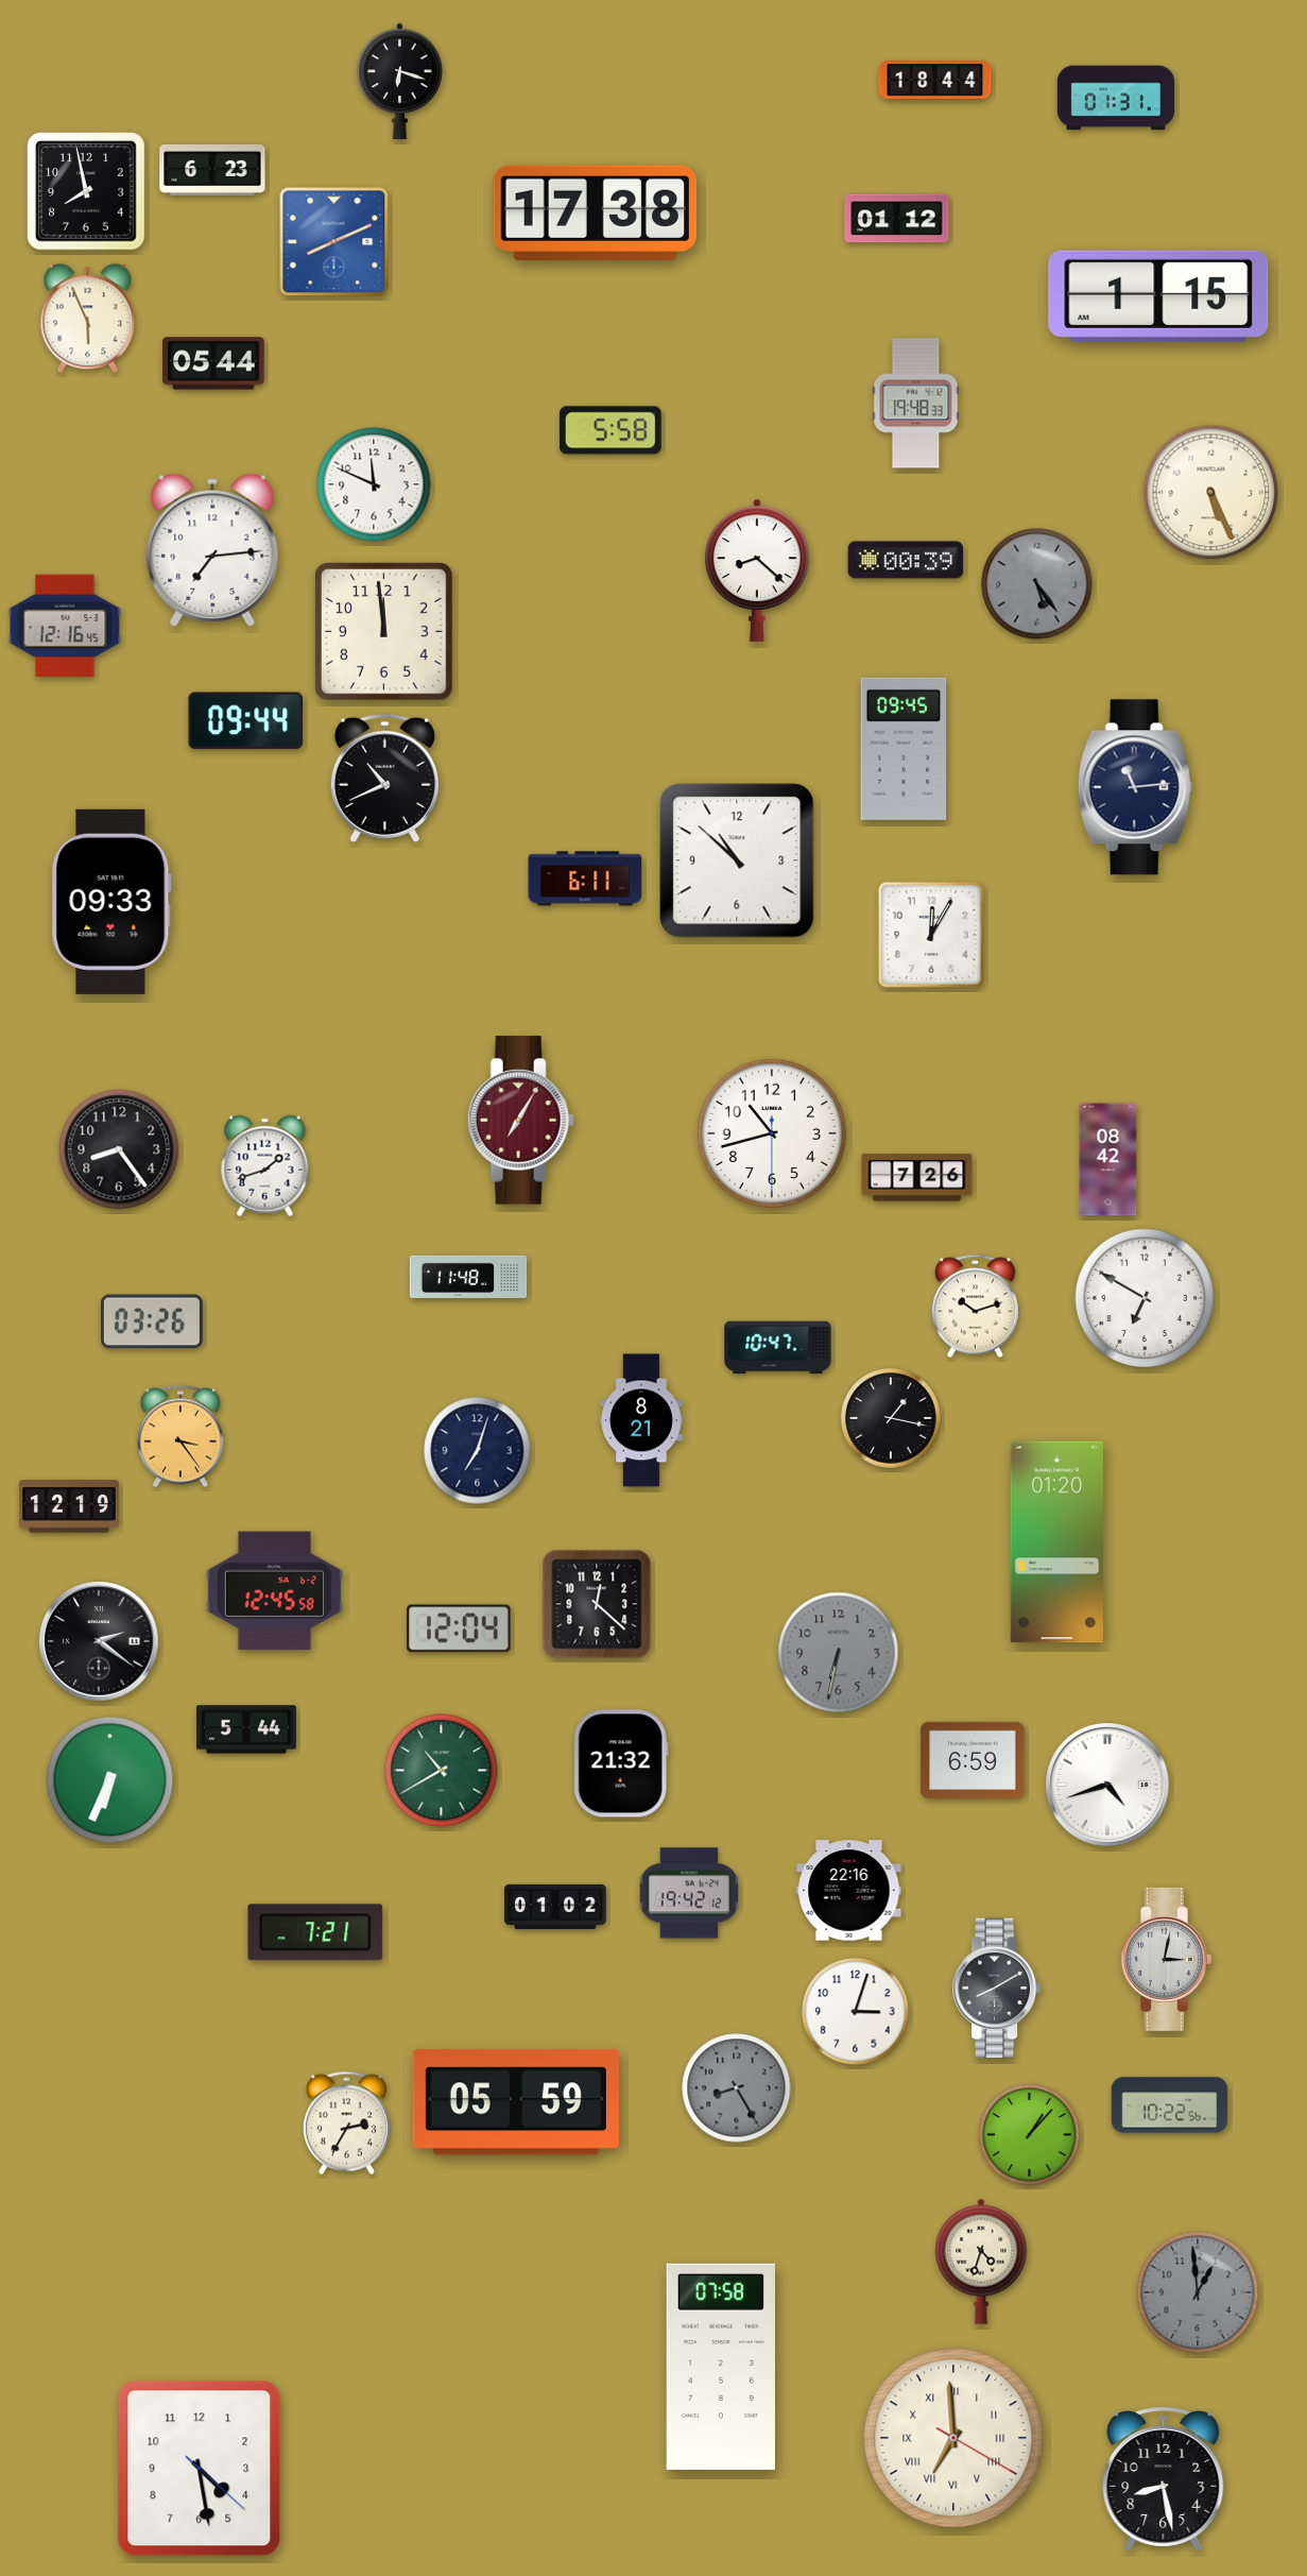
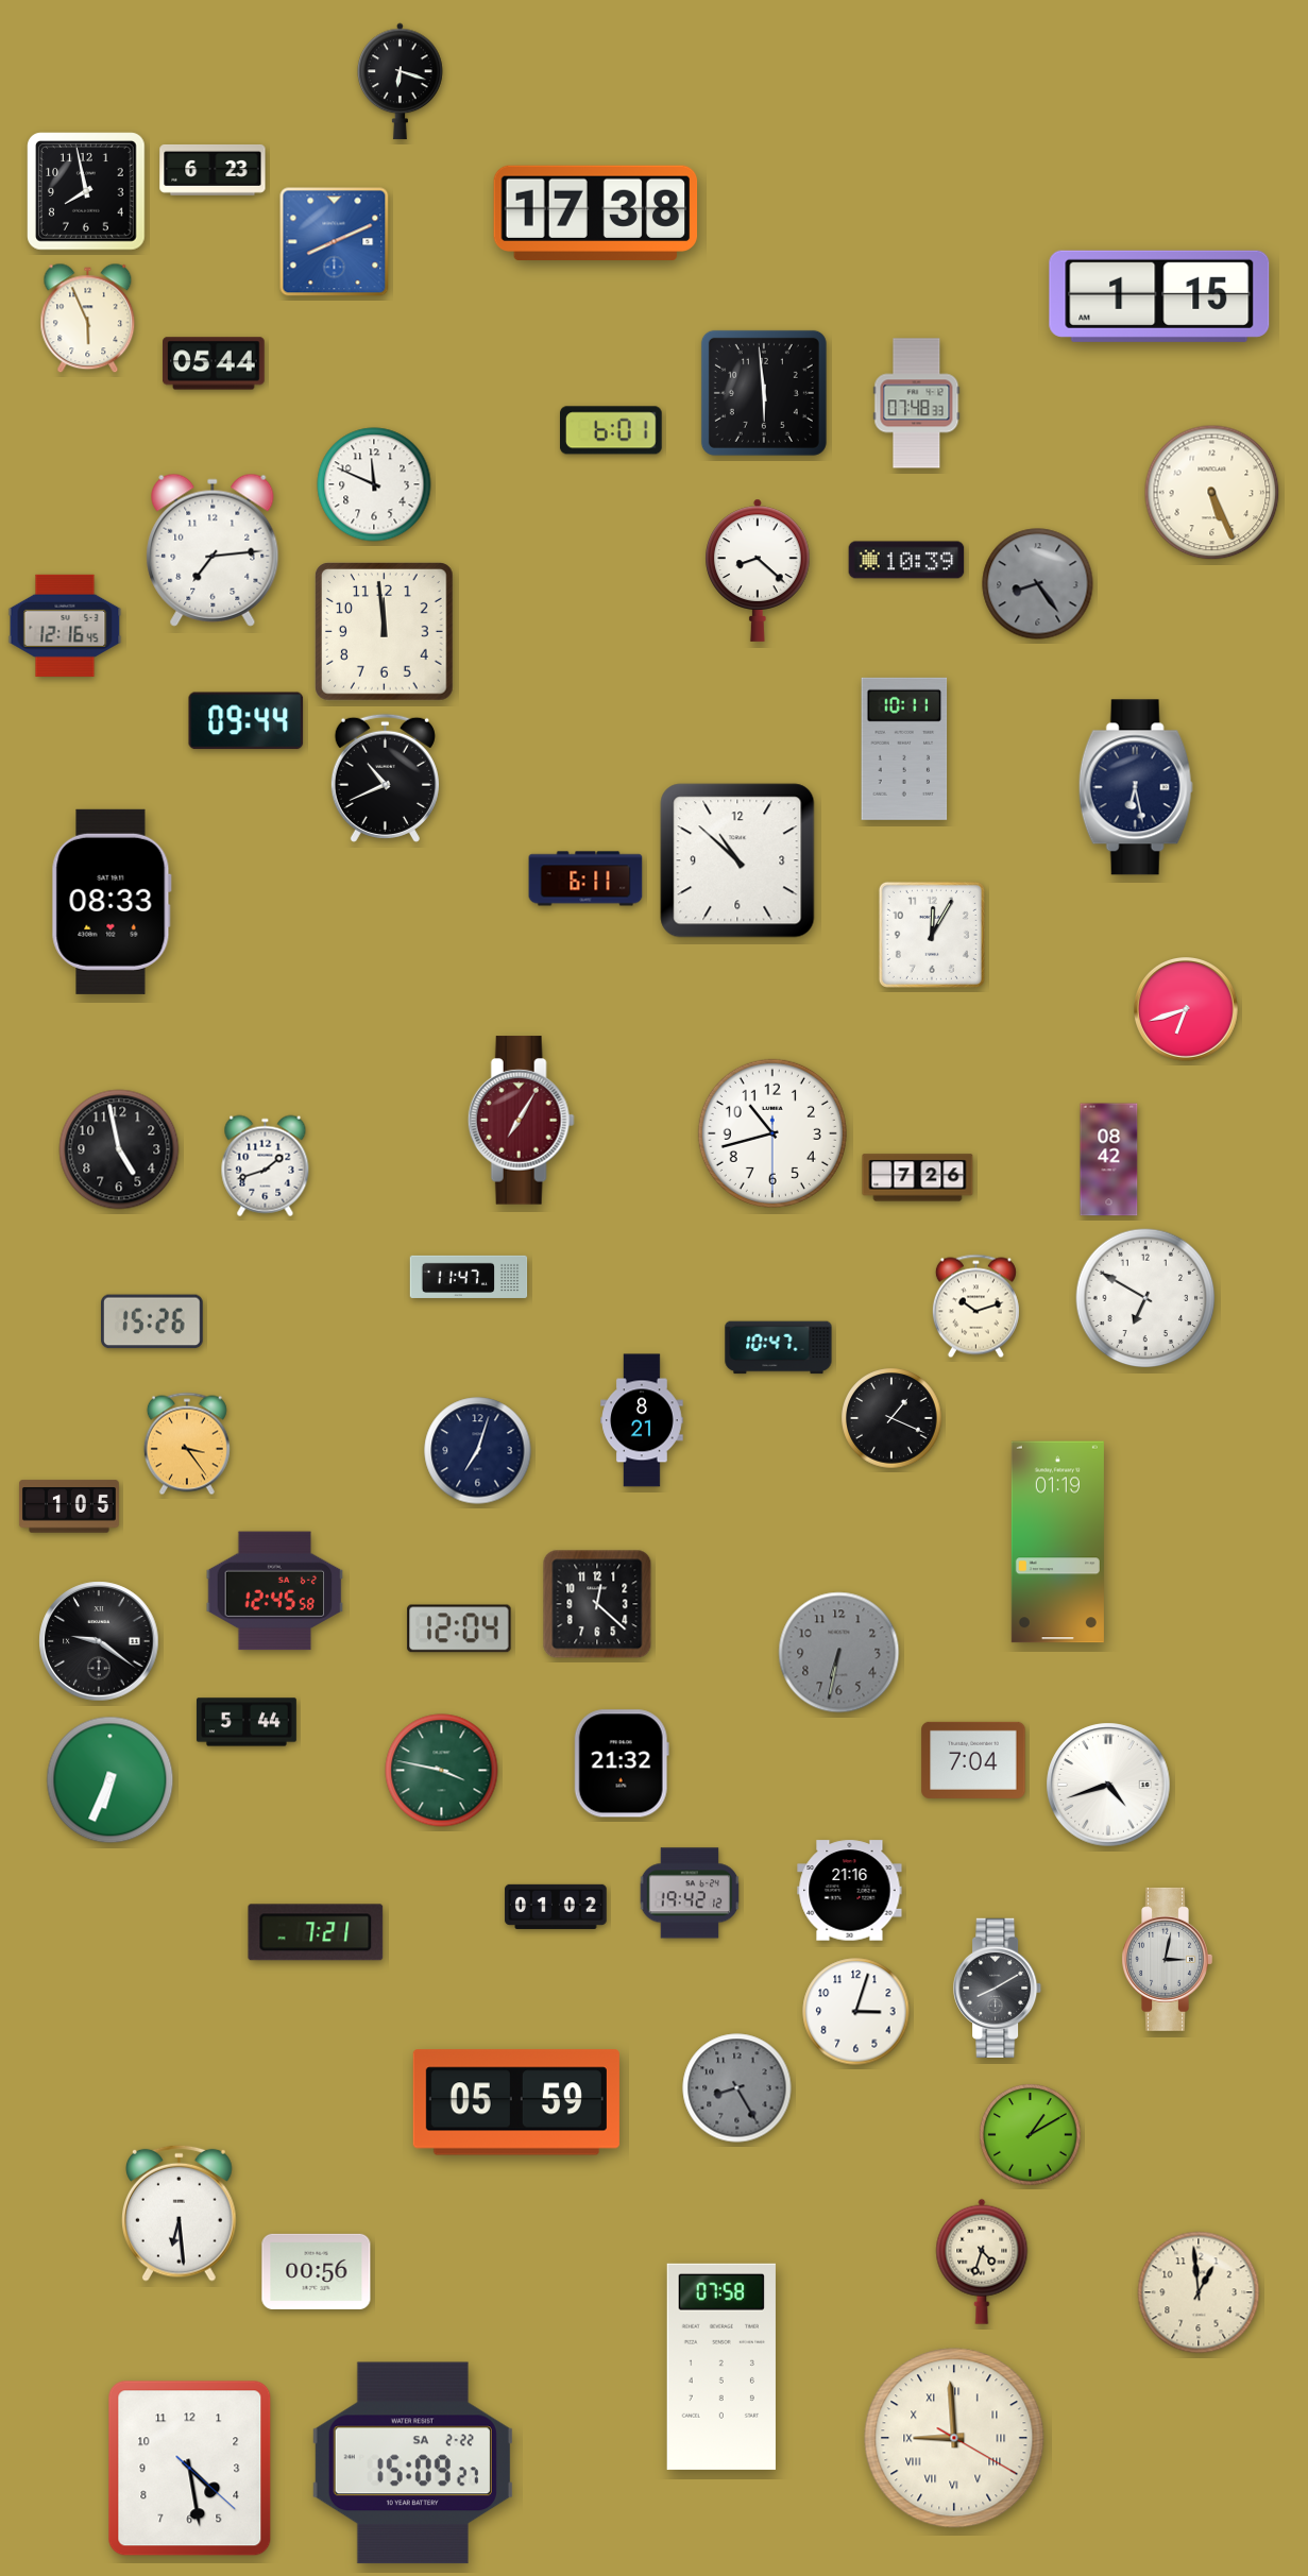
clock at (935, 81): 18:44 -> none
clock at (1116, 98): 01:31 -> none
clock at (897, 219): 01:12 -> none
clock at (764, 393): none -> 5:59
clock at (916, 404): 19:48 -> 07:48
clock at (612, 430): 5:58 -> 6:01
clock at (906, 560): 00:39 -> 10:39
clock at (1037, 584): 5:24 -> 8:24
clock at (904, 749): 09:45 -> 10:11
clock at (1135, 787): 11:14 -> 6:28
clock at (111, 902): 09:33 -> 08:33
clock at (1187, 1010): none -> 6:42
clock at (119, 1149): 8:24 -> 4:58
clock at (468, 1276): 11:48 -> 11:47
clock at (153, 1321): 03:26 -> 15:26
clock at (891, 1418): 1:17 -> 1:19
clock at (180, 1436) position: (180, 1436) -> (187, 1444)
clock at (69, 1506): 12:19 -> 1:05
clock at (1056, 1542): 01:20 -> 01:19
clock at (99, 1641): 2:21 -> 9:21
clock at (246, 1729) position: (246, 1729) -> (247, 1722)
clock at (973, 1760): 6:59 -> 7:04
clock at (442, 1771): 10:40 -> 3:47
clock at (849, 1891): 22:16 -> 21:16
clock at (1170, 2105): 10:22 -> none
clock at (346, 2123): 2:35 -> none
clock at (1030, 2135): 1:07 -> 1:10
clock at (180, 2213): none -> 6:29
clock at (317, 2271): none -> 00:56
clock at (1198, 2292) dial: grey -> cream
clock at (953, 2438): 6:59 -> 8:59
clock at (412, 2463): none -> 15:09
clock at (200, 2469) position: (200, 2469) -> (190, 2469)
clock at (1164, 2478): 8:28 -> none
